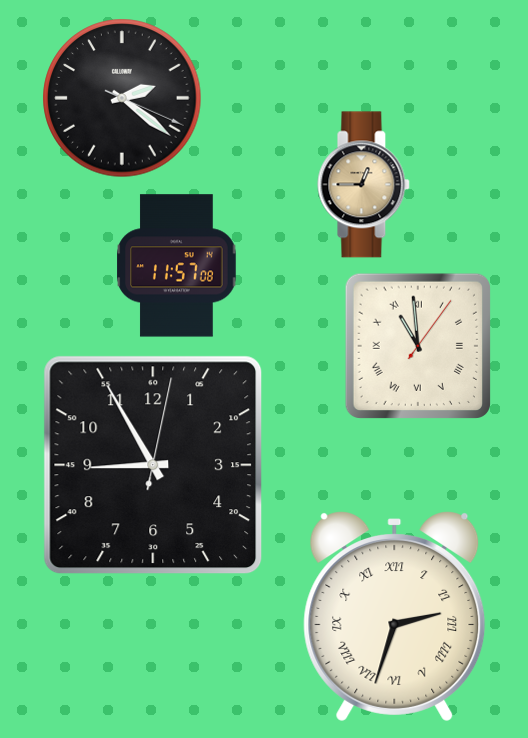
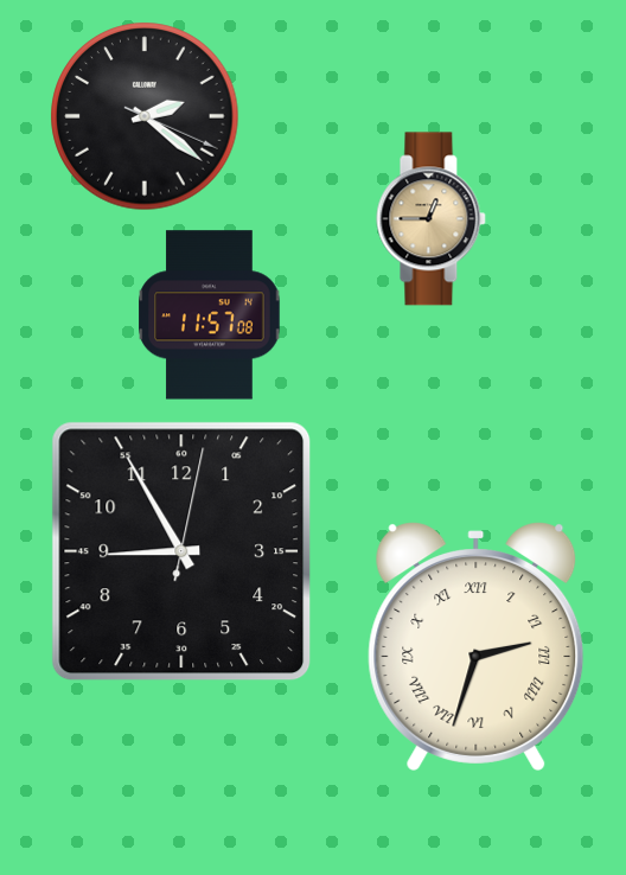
clock at (417, 345): 10:59 -> none
clock at (395, 616) position: (395, 616) -> (477, 646)
